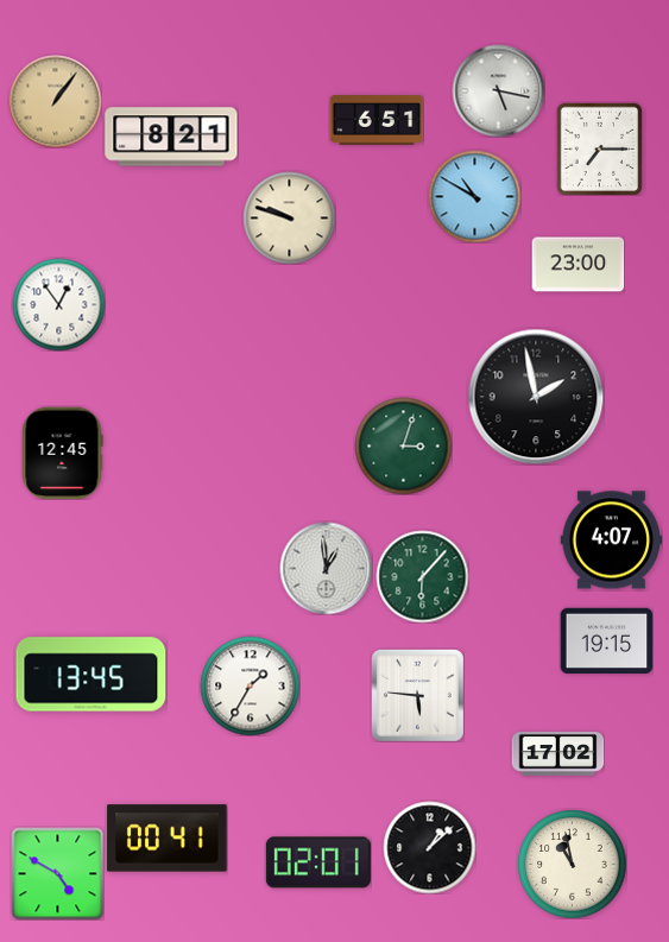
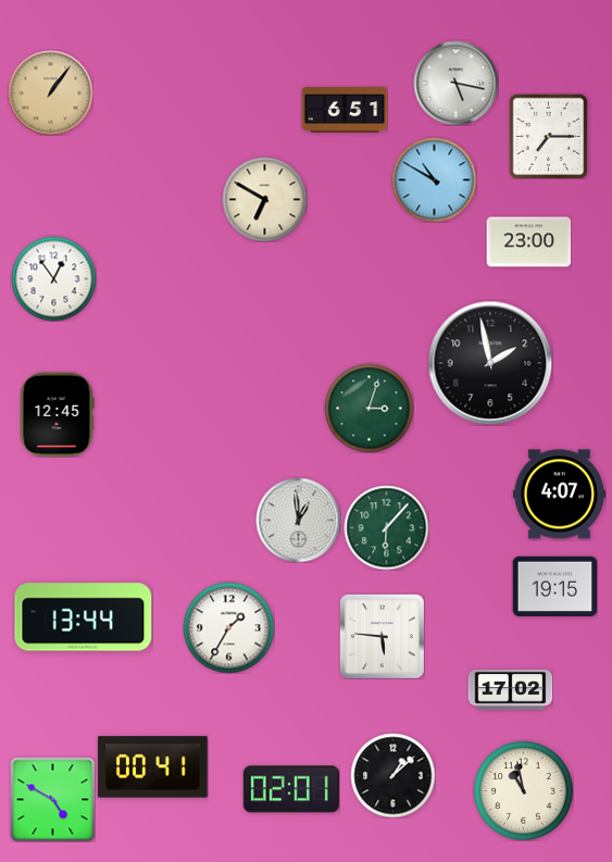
clock at (171, 137): 8:21 -> none
clock at (289, 217): 9:48 -> 6:50
clock at (91, 675): 13:45 -> 13:44
